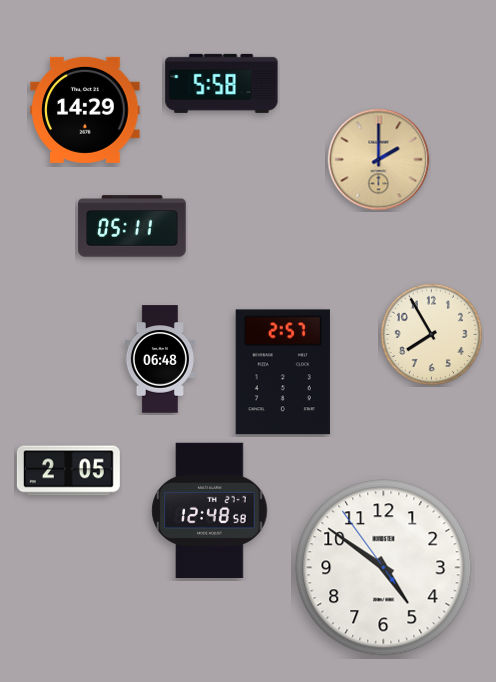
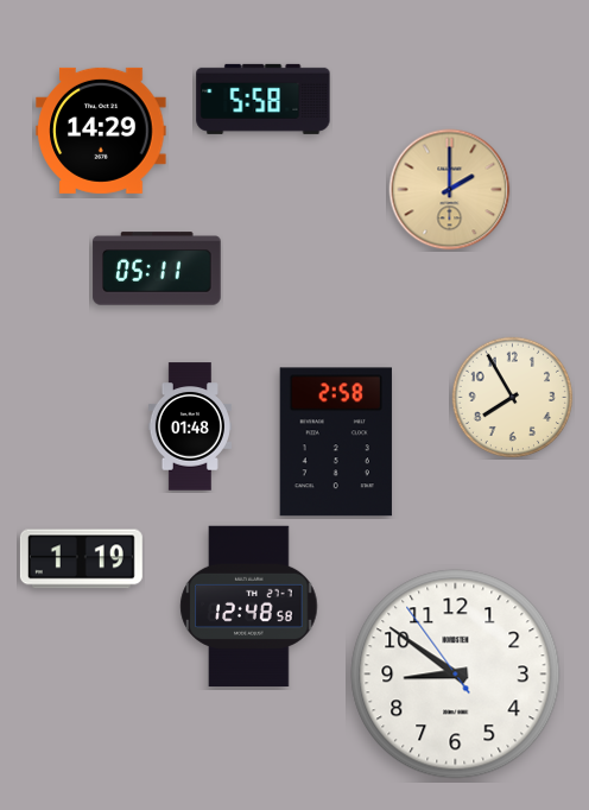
clock at (160, 359): 06:48 -> 01:48
clock at (283, 372): 2:57 -> 2:58
clock at (68, 471): 2:05 -> 1:19
clock at (384, 568): 4:50 -> 8:50
